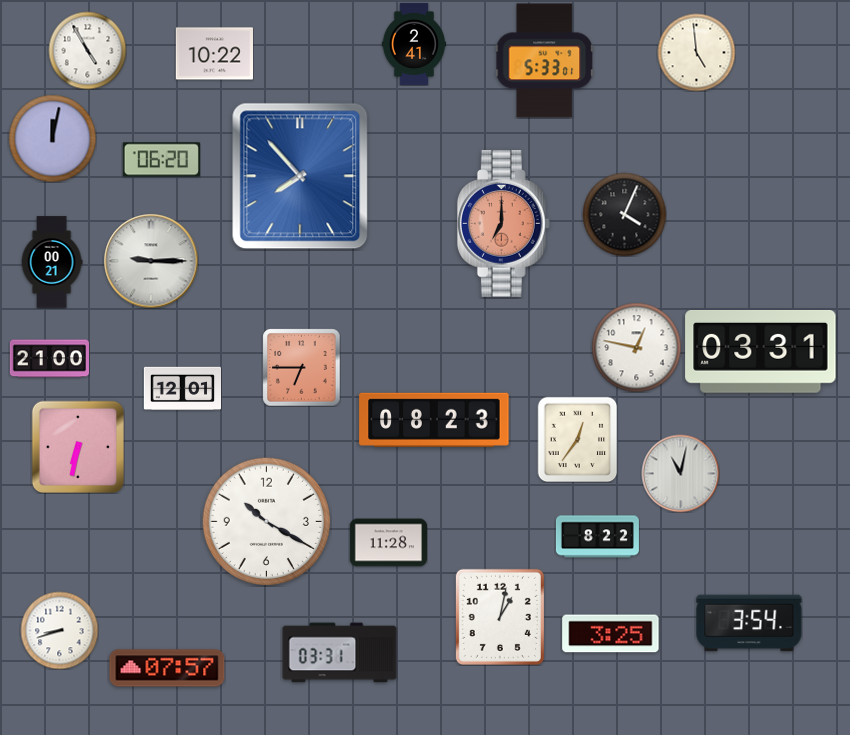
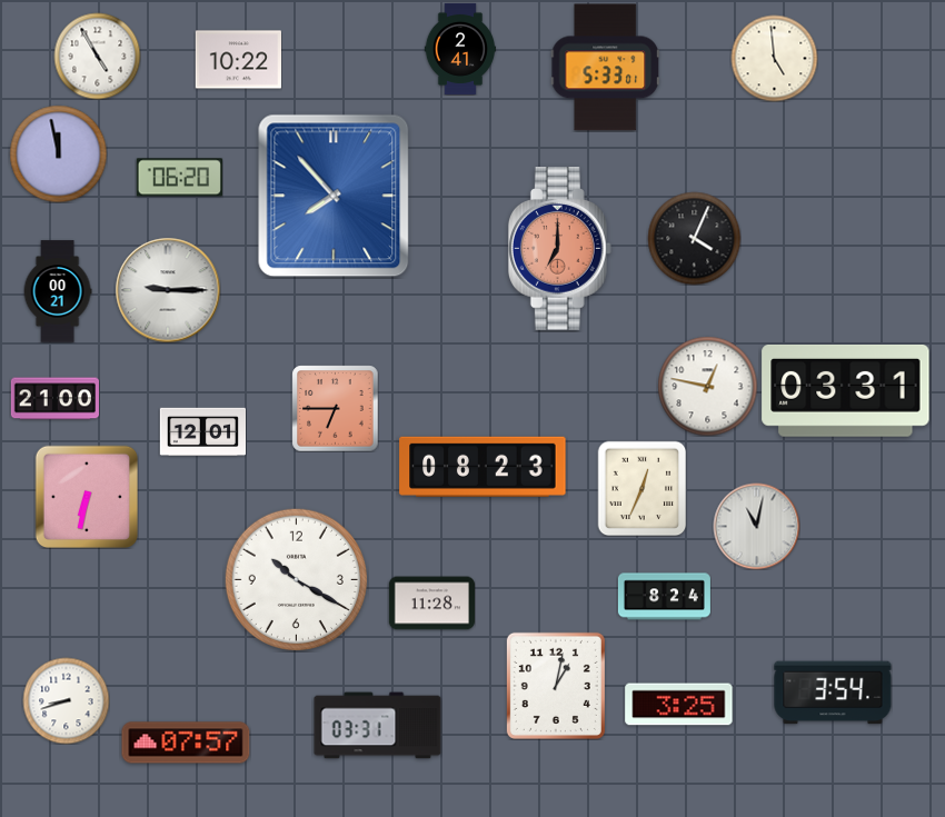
clock at (52, 138): 12:02 -> 11:58
clock at (578, 439): 12:36 -> 12:34
clock at (597, 537): 8:22 -> 8:24
